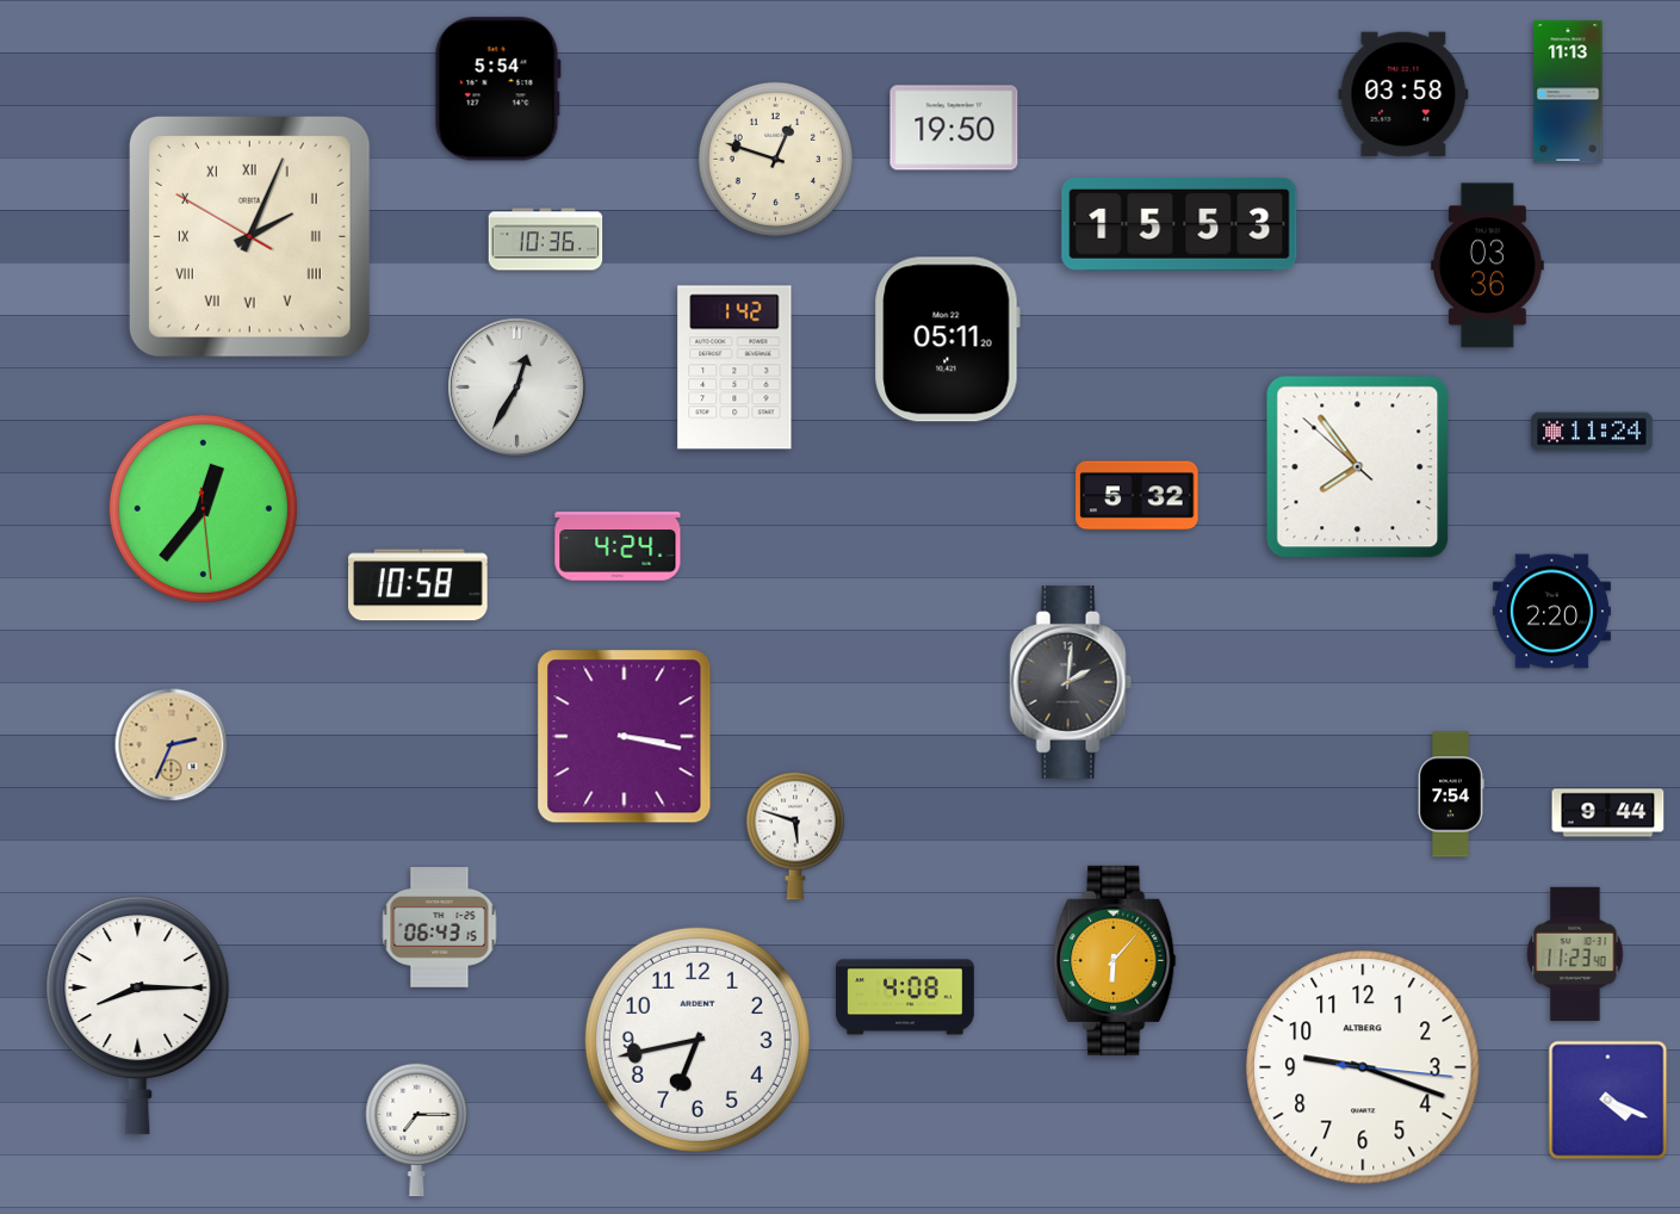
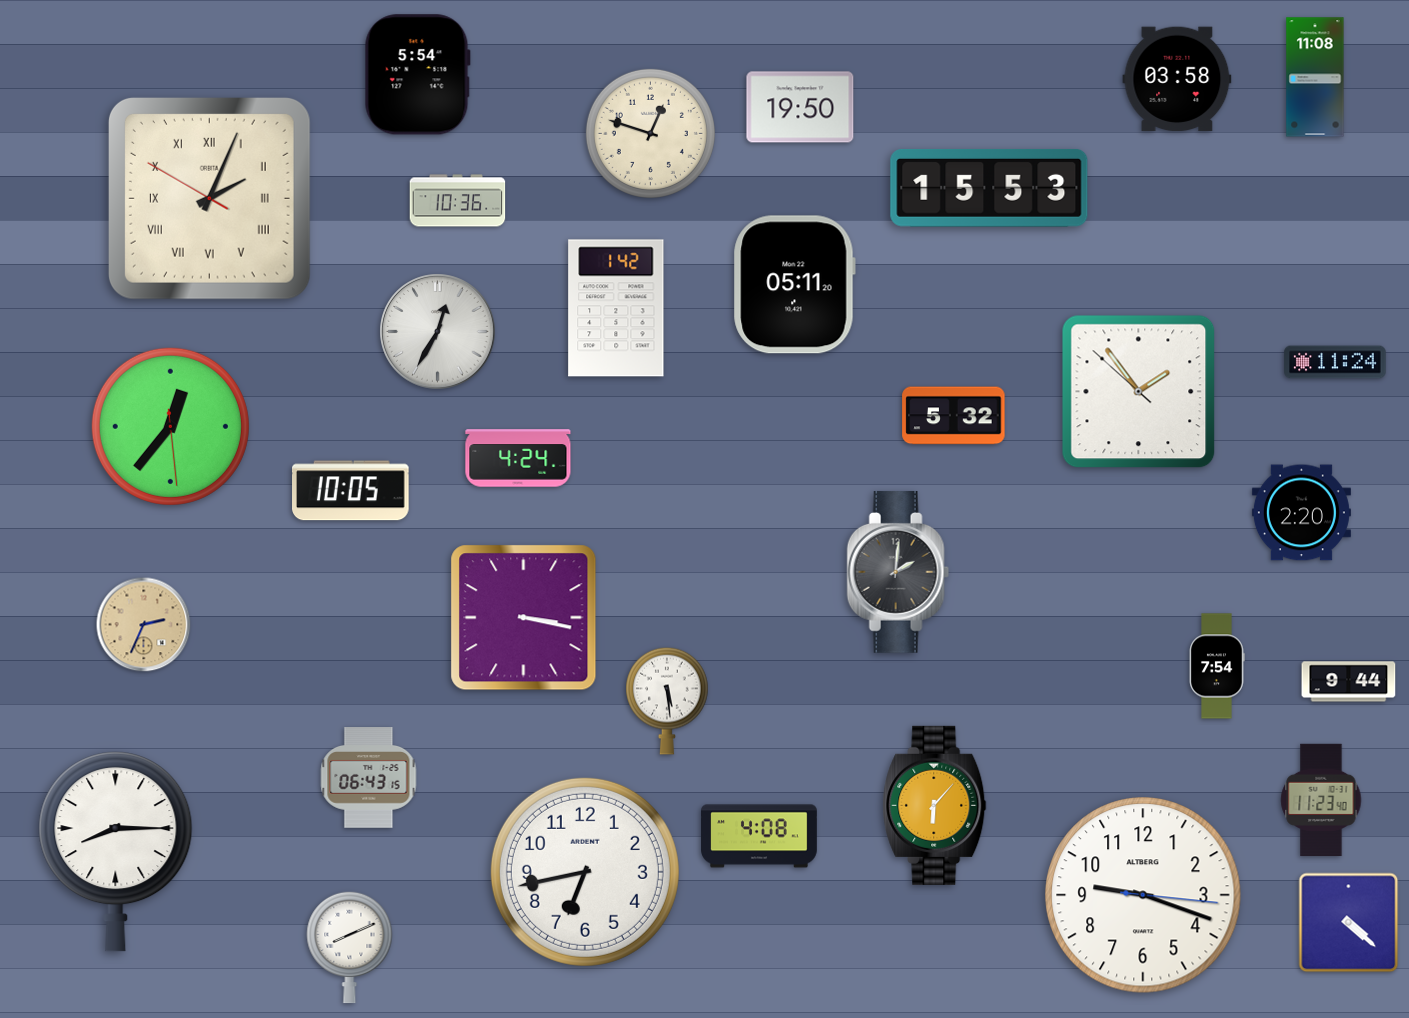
clock at (1568, 92): 11:13 -> 11:08
clock at (1487, 266): 03:36 -> none
clock at (517, 388) position: (517, 388) -> (438, 332)
clock at (1358, 467): 7:53 -> 1:53
clock at (419, 586): 10:58 -> 10:05
clock at (795, 836): 5:48 -> 5:29
clock at (1608, 1101): 4:19 -> 4:22
clock at (417, 1129): 7:15 -> 8:11
